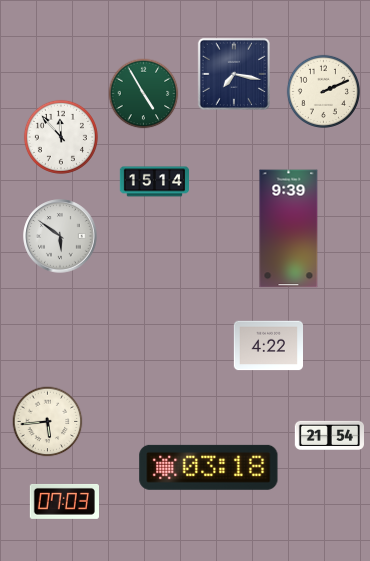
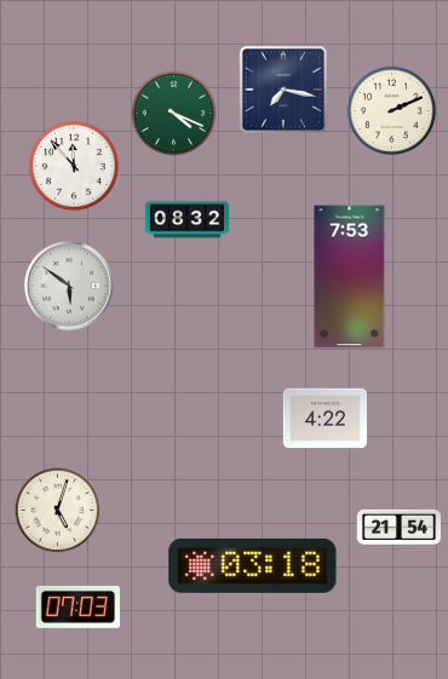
clock at (144, 94): 4:55 -> 4:19
clock at (154, 182): 15:14 -> 08:32
clock at (289, 229): 9:39 -> 7:53
clock at (60, 236) position: (60, 236) -> (69, 286)
clock at (48, 422): 5:44 -> 5:03
